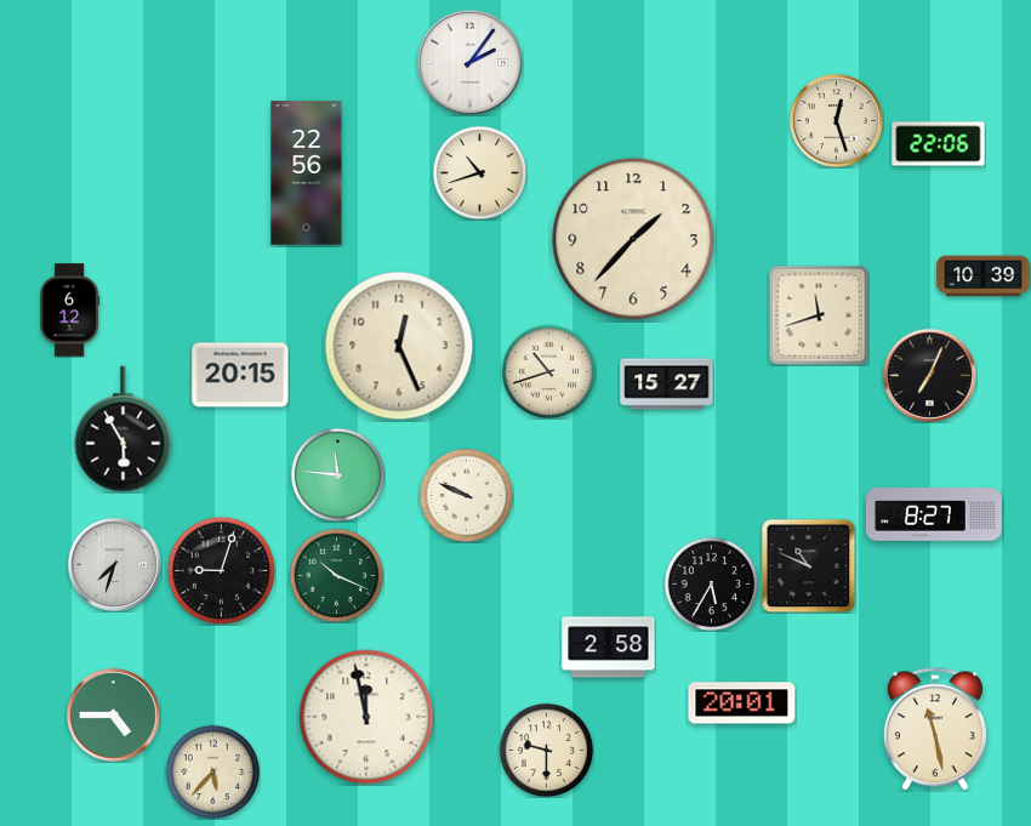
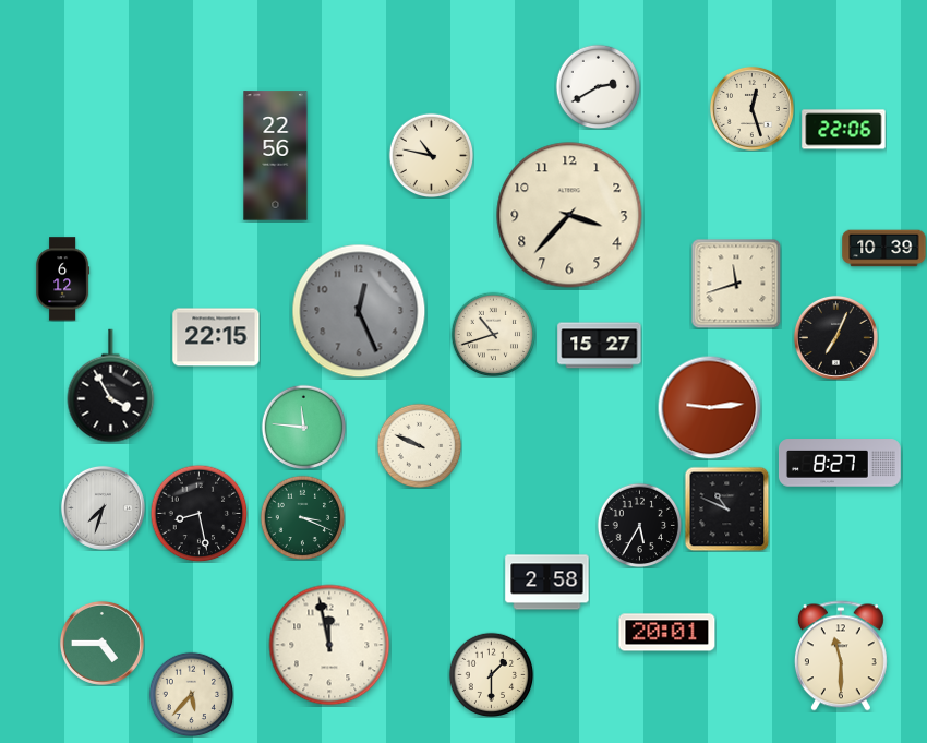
clock at (469, 62): 2:06 -> none
clock at (598, 86): none -> 2:40
clock at (479, 172): 10:42 -> 10:47
clock at (633, 239): 1:37 -> 3:37
clock at (399, 346) dial: cream -> grey
clock at (240, 375): 20:15 -> 22:15
clock at (124, 429): 5:55 -> 3:55
clock at (709, 407): none -> 9:14
clock at (221, 570): 9:03 -> 8:28
clock at (336, 575): 10:19 -> 3:19
clock at (935, 729): 11:28 -> 11:30
clock at (546, 750): 9:30 -> 1:30
